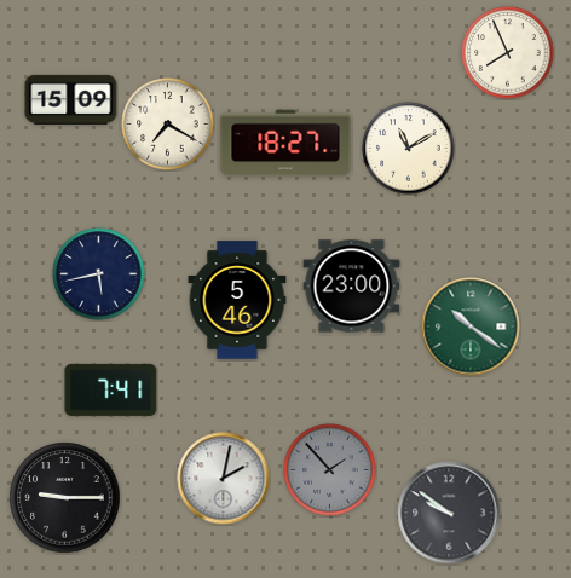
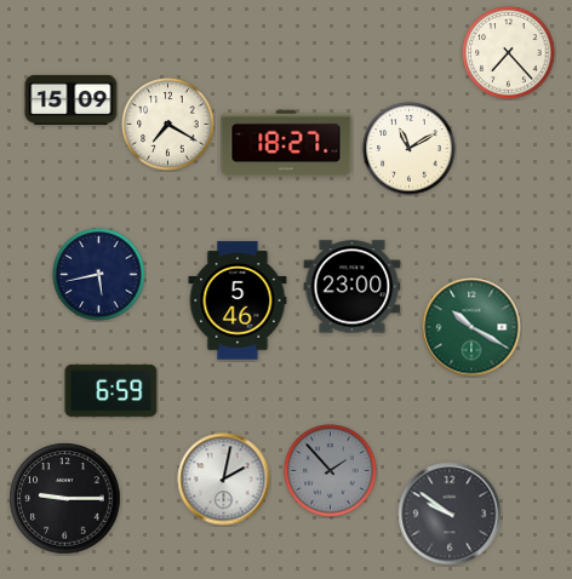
clock at (508, 53): 7:56 -> 7:23
clock at (471, 326): 10:21 -> 10:20
clock at (111, 389): 7:41 -> 6:59
